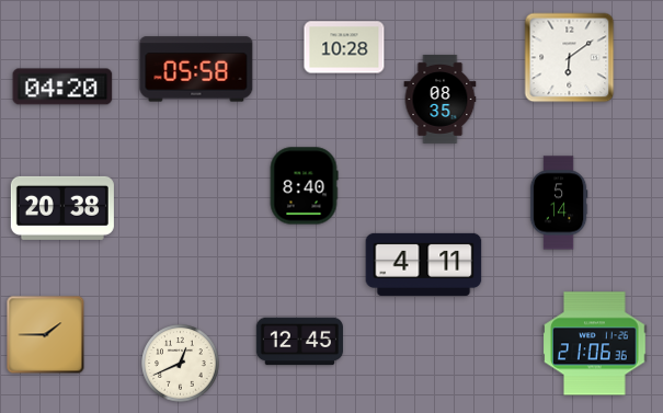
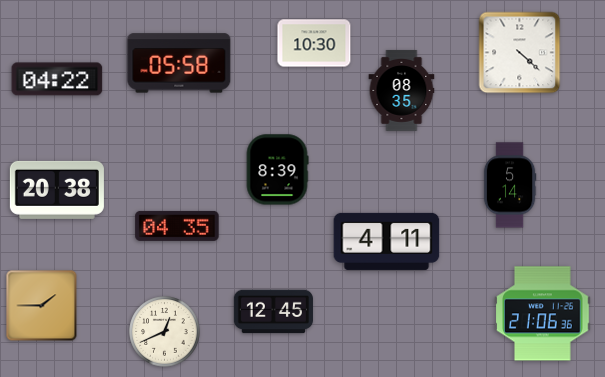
clock at (344, 47): 10:28 -> 10:30
clock at (570, 58): 6:09 -> 4:22
clock at (62, 87): 04:20 -> 04:22
clock at (304, 186): 8:40 -> 8:39
clock at (177, 226): none -> 04:35
